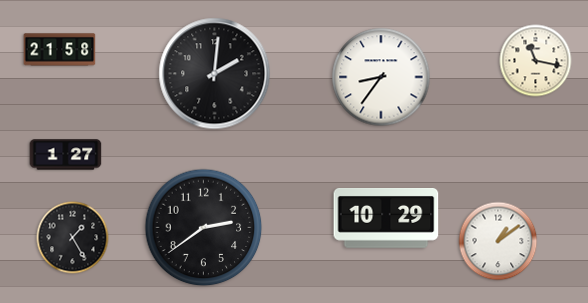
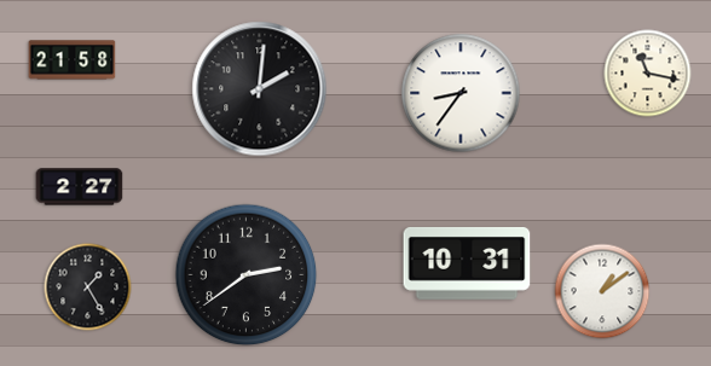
clock at (66, 155): 1:27 -> 2:27
clock at (386, 219): 10:29 -> 10:31
